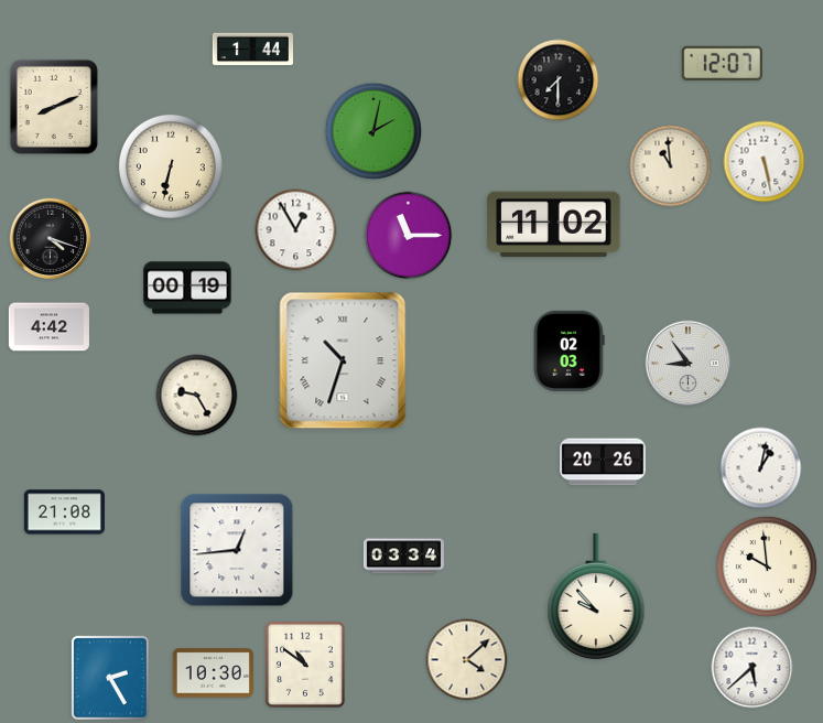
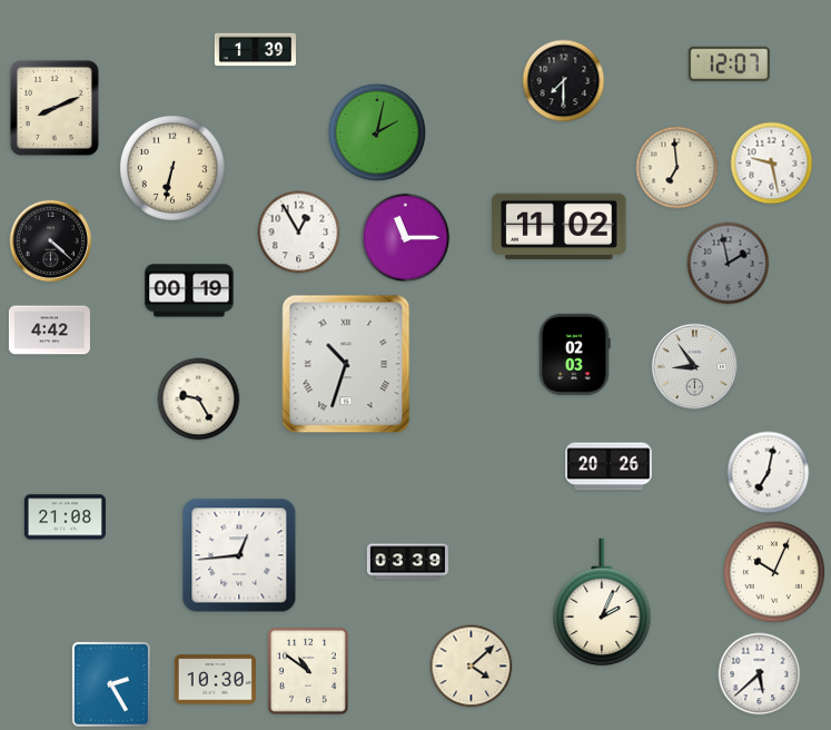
clock at (252, 50): 1:44 -> 1:39
clock at (765, 162): 5:28 -> 9:28
clock at (671, 166): 10:59 -> 6:59
clock at (409, 236) position: (409, 236) -> (406, 238)
clock at (51, 239): 4:18 -> 4:22
clock at (729, 264): none -> 1:58
clock at (761, 468): 1:02 -> 7:02
clock at (403, 557): 03:34 -> 03:39
clock at (767, 566): 9:59 -> 10:04
clock at (596, 596): 9:53 -> 2:04
